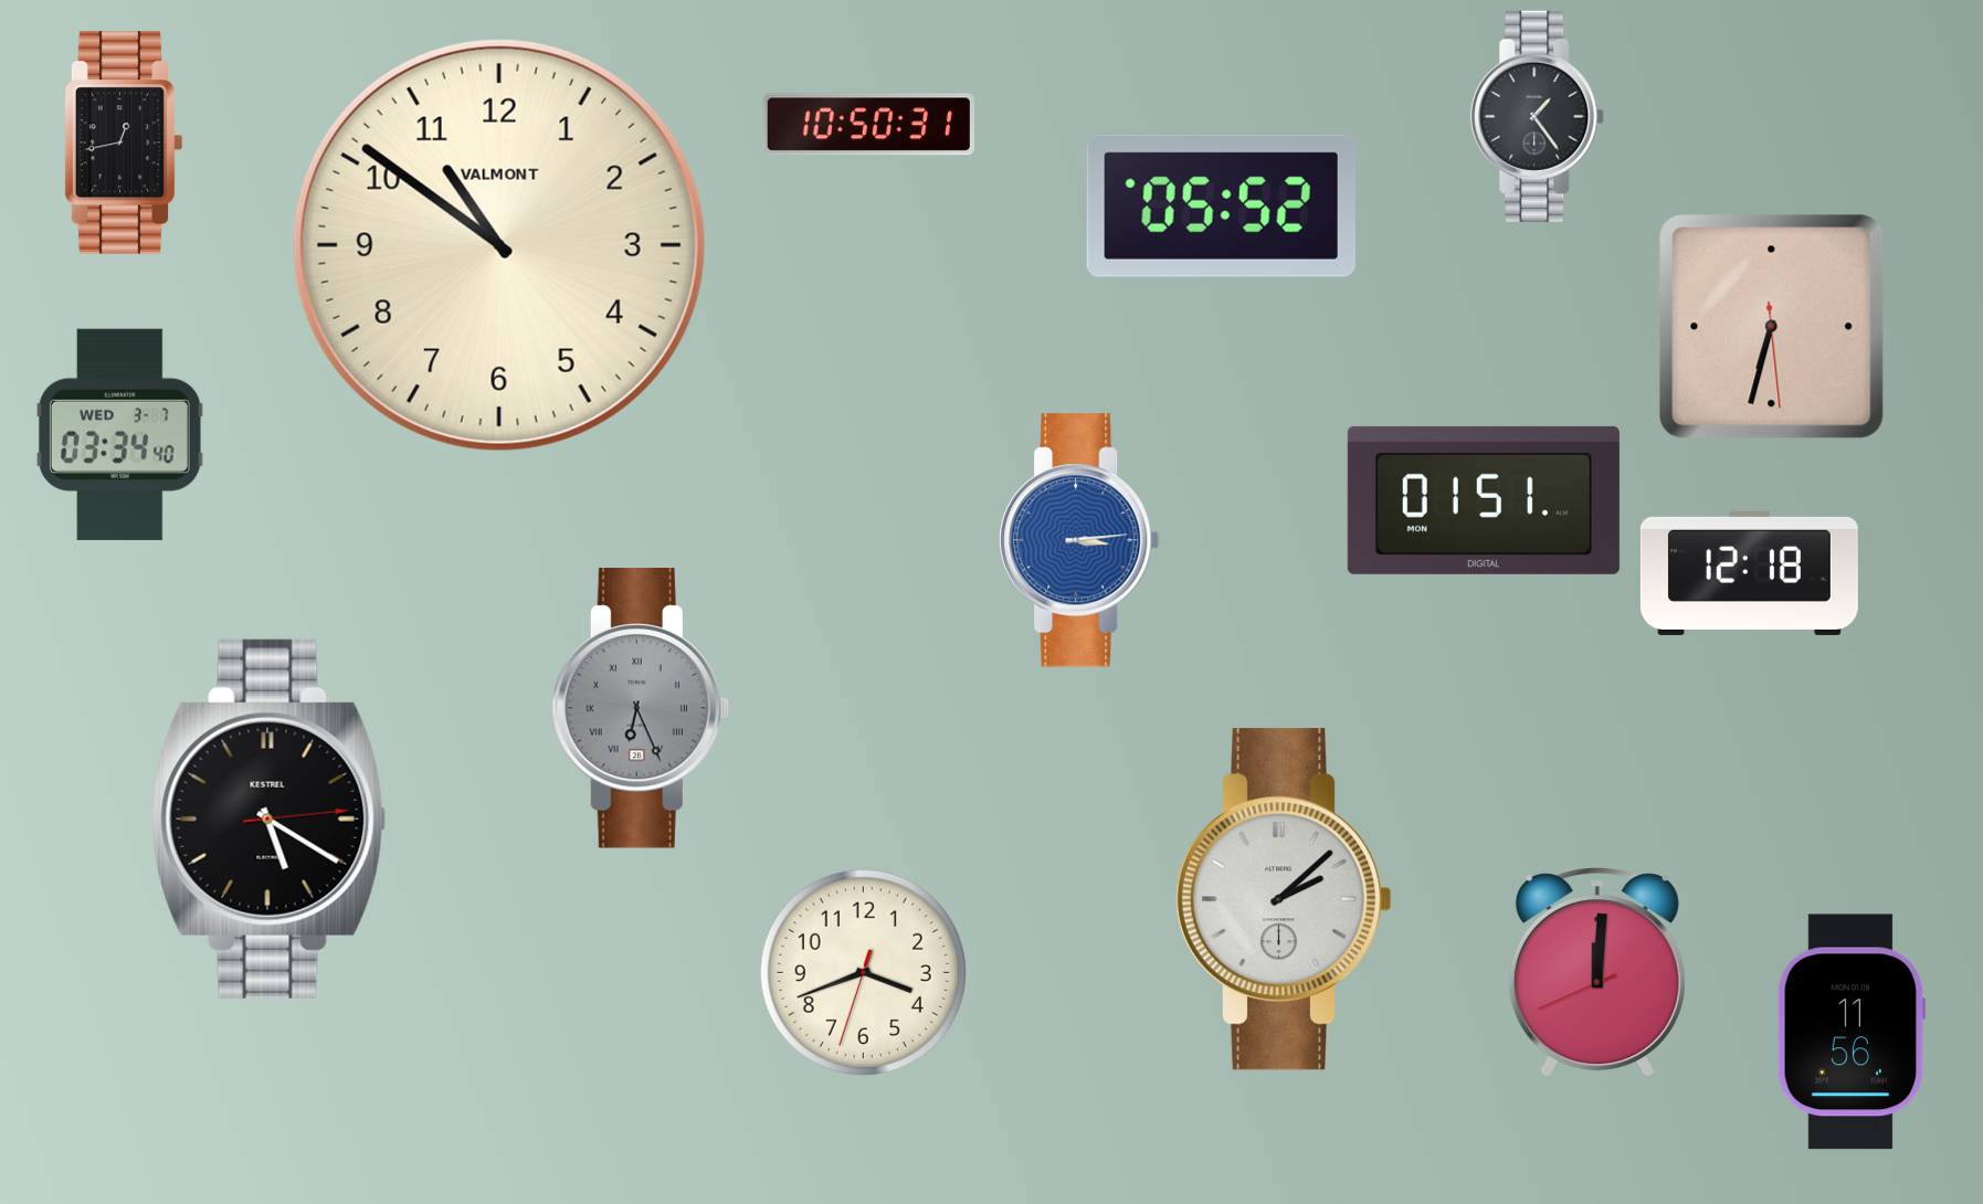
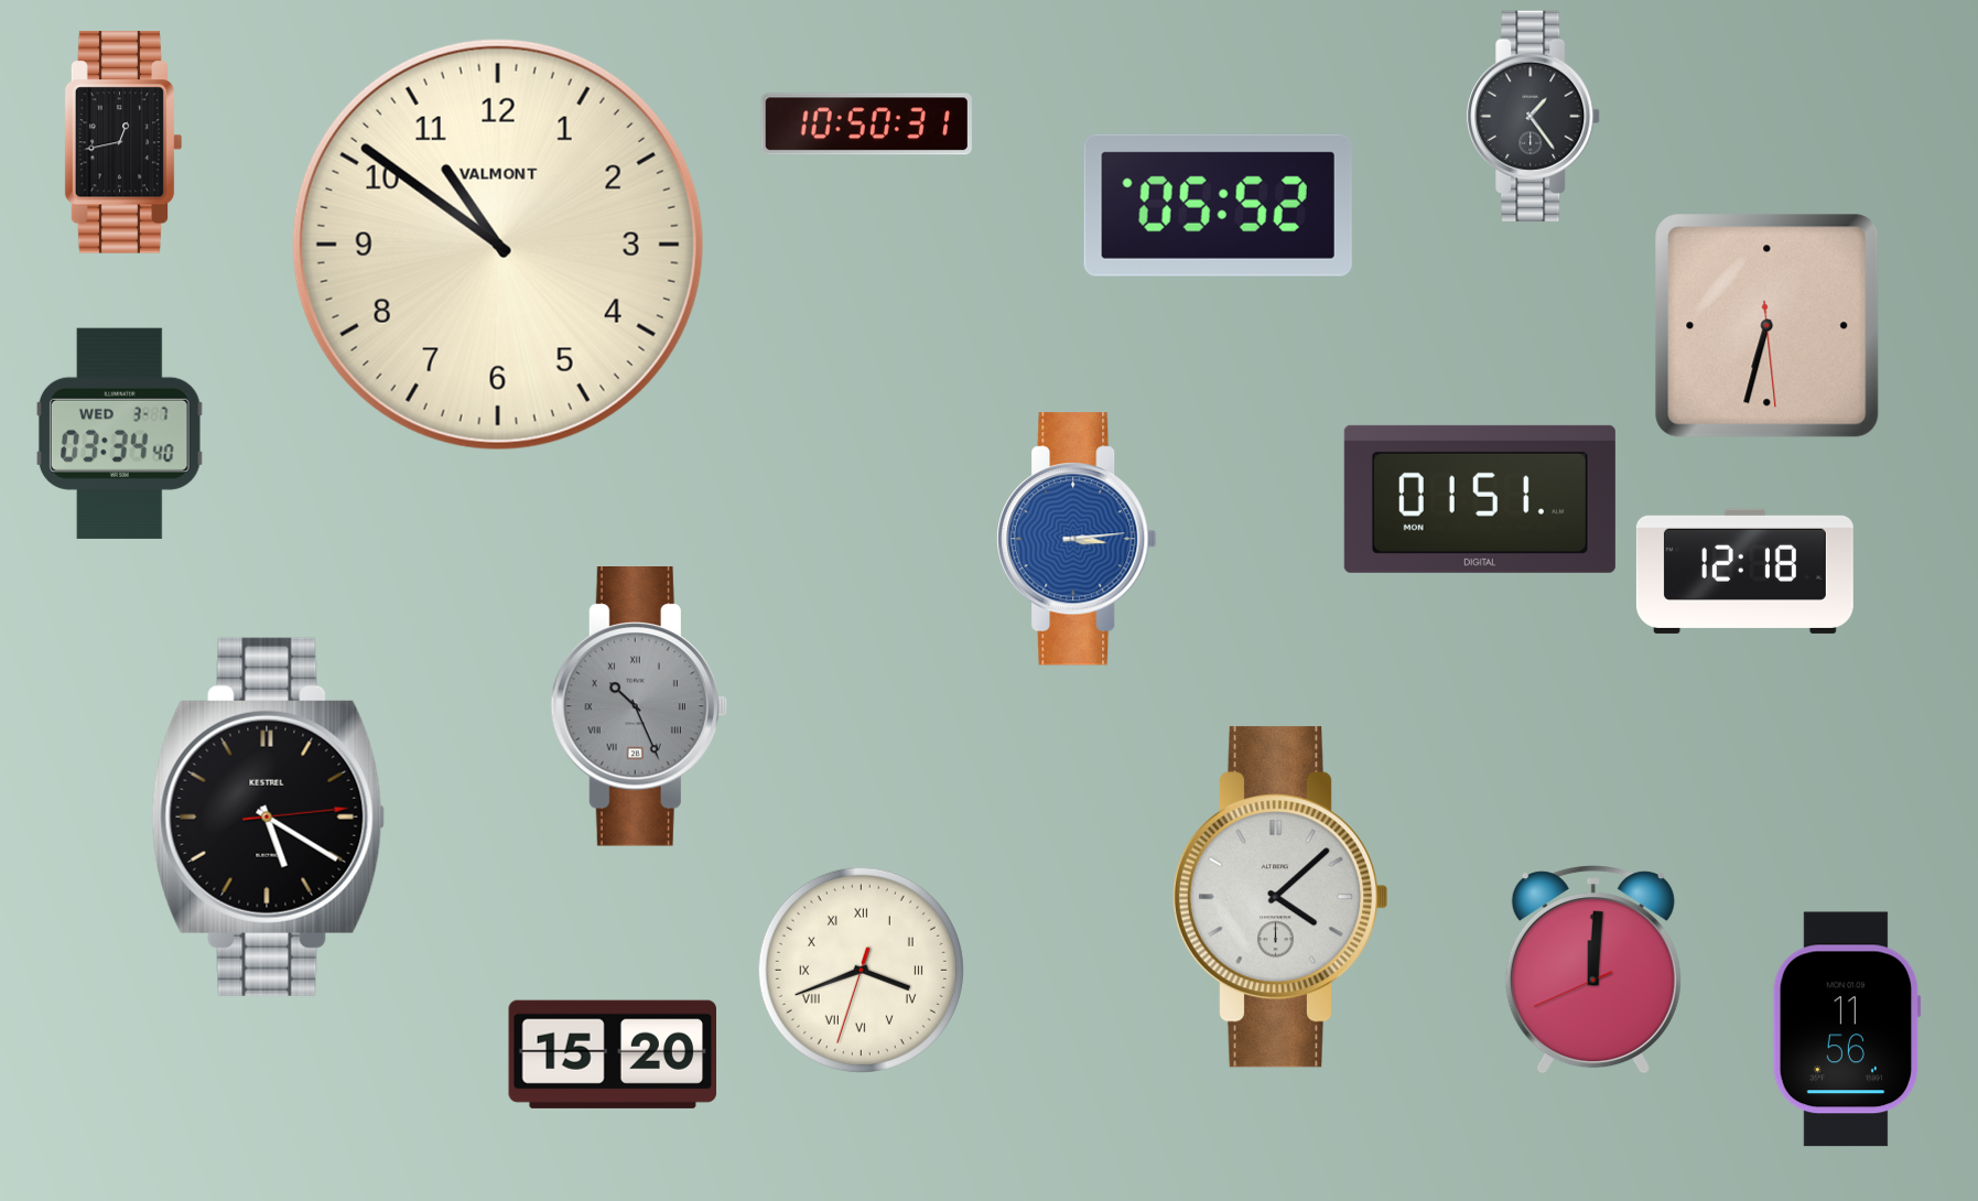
clock at (641, 709): 6:26 -> 10:26
clock at (1284, 899): 2:08 -> 4:08
clock at (863, 972) numerals: Arabic -> Roman
clock at (613, 1054): none -> 15:20
